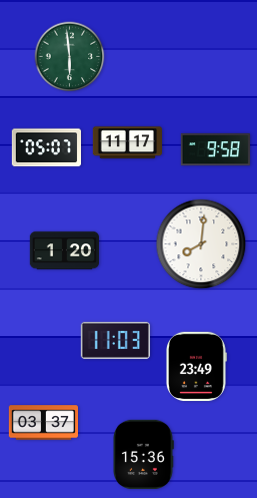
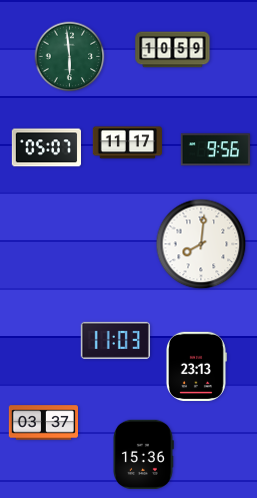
clock at (173, 50): none -> 10:59
clock at (215, 150): 9:58 -> 9:56
clock at (64, 251): 1:20 -> none
clock at (196, 366): 23:49 -> 23:13
